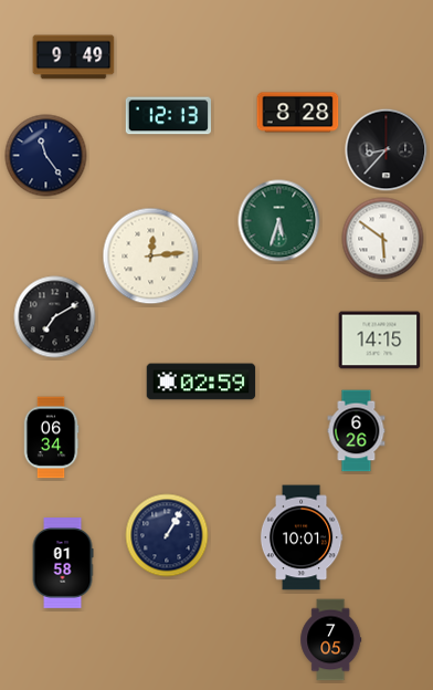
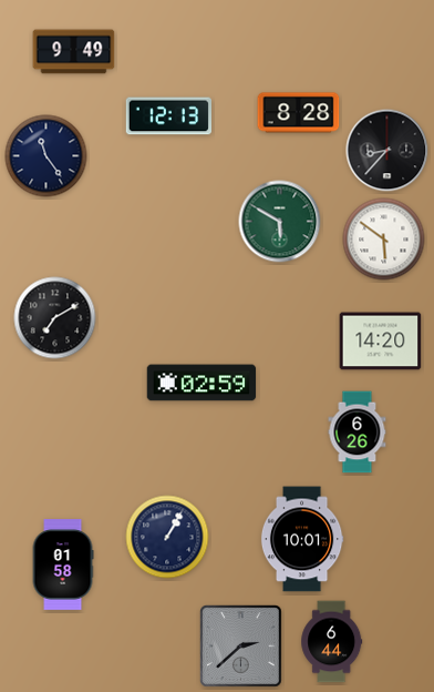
clock at (74, 57) position: (74, 57) -> (74, 52)
clock at (279, 221): 5:33 -> 5:50
clock at (151, 257): 12:14 -> none
clock at (380, 341): 14:15 -> 14:20
clock at (51, 438): 06:34 -> none
clock at (331, 640): 7:05 -> 6:44
clock at (241, 647): none -> 2:38
